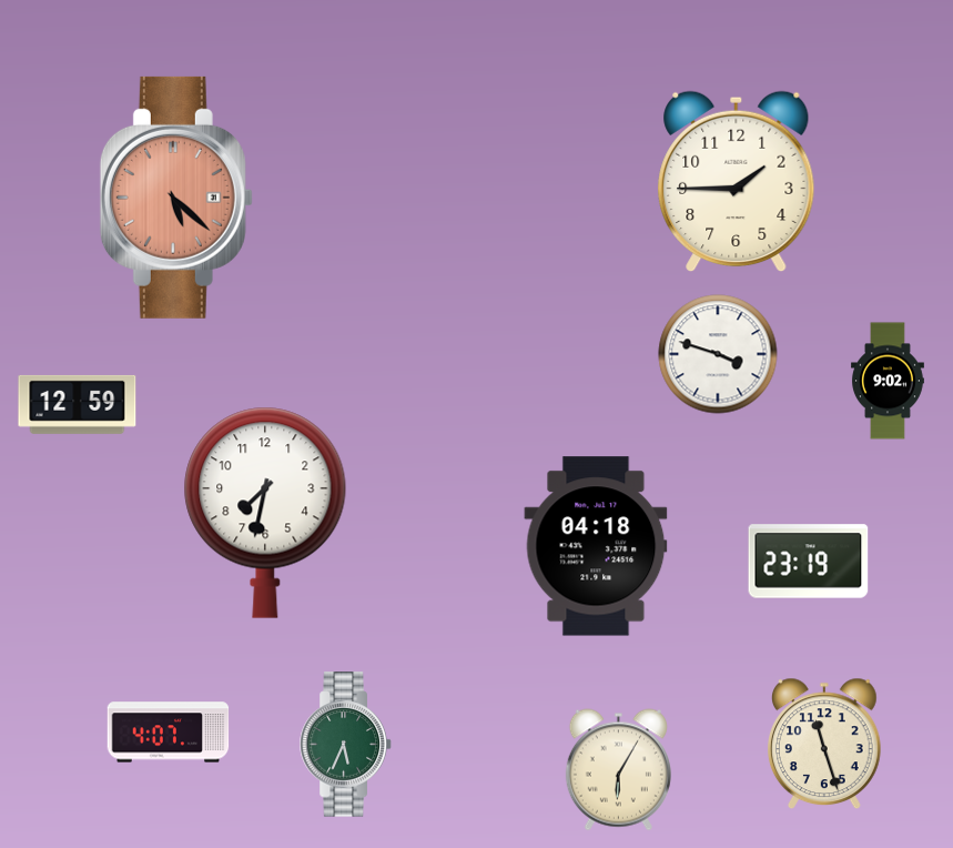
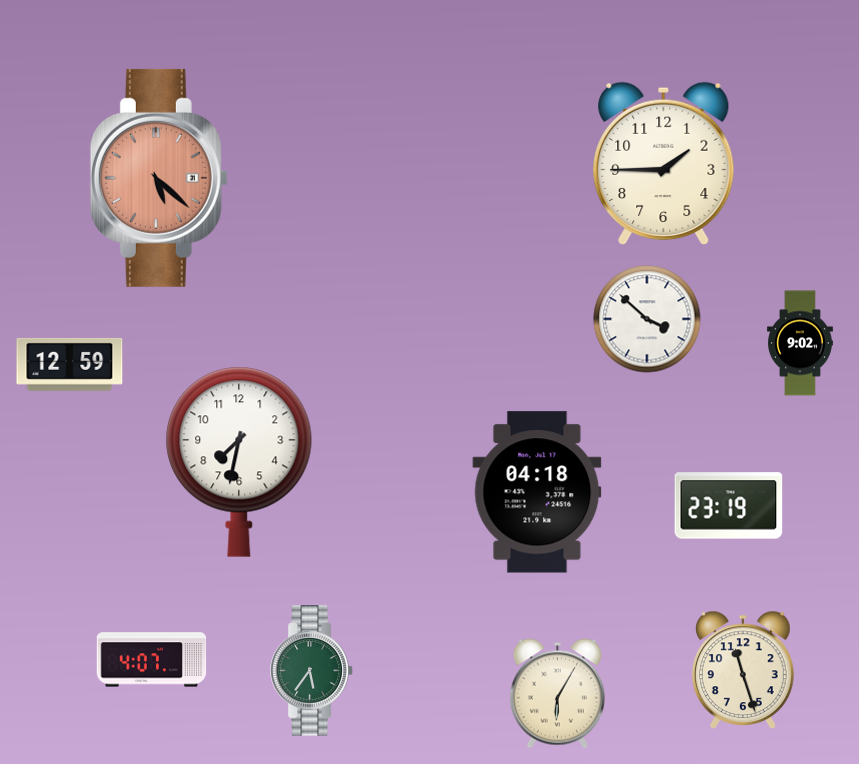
clock at (718, 354): 3:48 -> 3:52
clock at (346, 745): 5:34 -> 5:36
